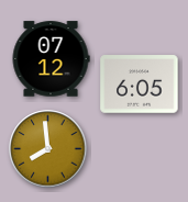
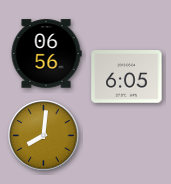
clock at (51, 59): 07:12 -> 06:56
clock at (48, 149): 7:59 -> 8:01
